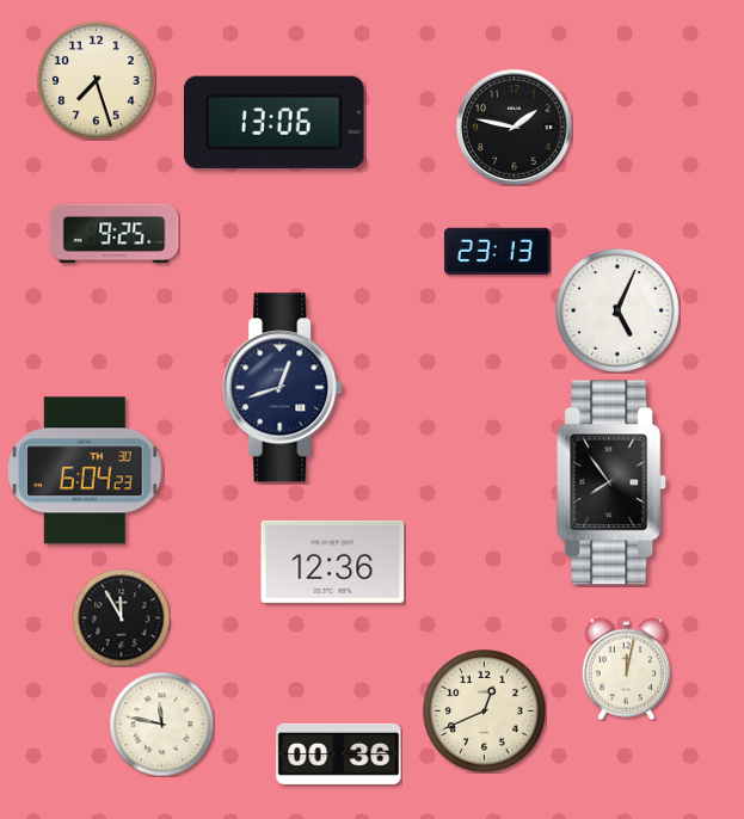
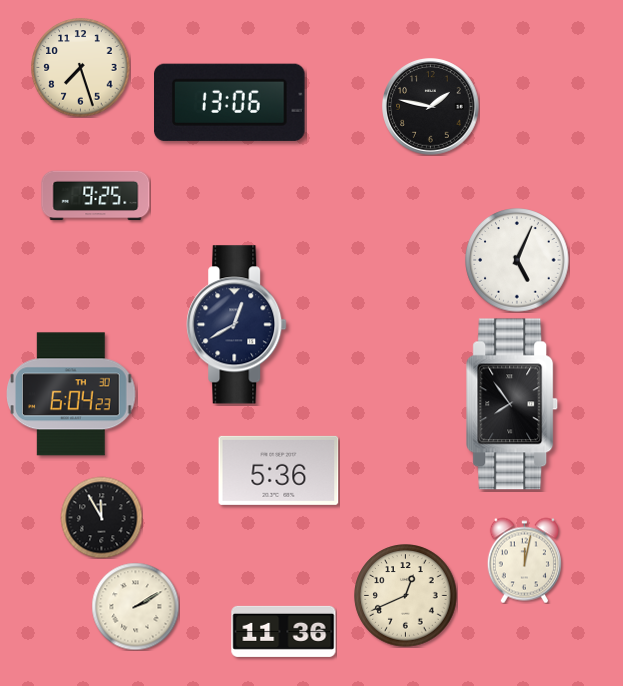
clock at (497, 251): 23:13 -> none
clock at (283, 388): 12:42 -> 12:40
clock at (333, 561): 12:36 -> 5:36
clock at (161, 723): 11:47 -> 2:10
clock at (339, 753): 00:36 -> 11:36
